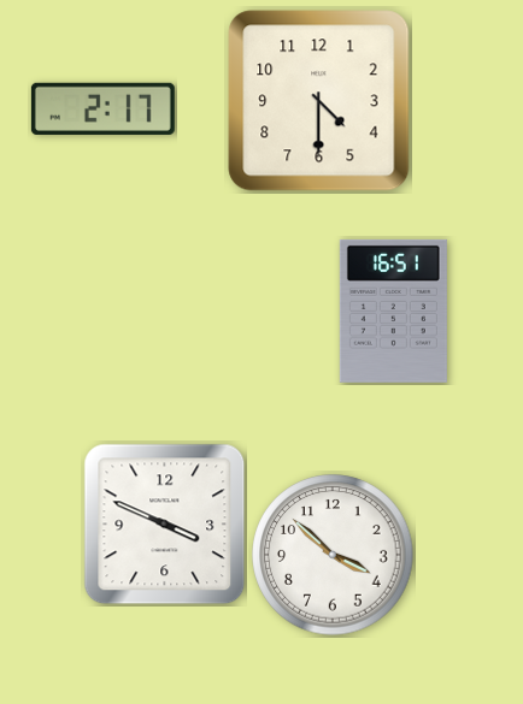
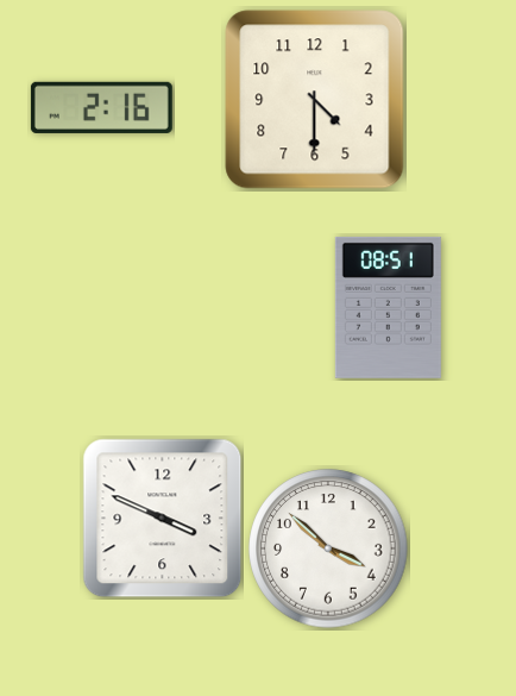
clock at (102, 108): 2:17 -> 2:16
clock at (393, 310): 16:51 -> 08:51
